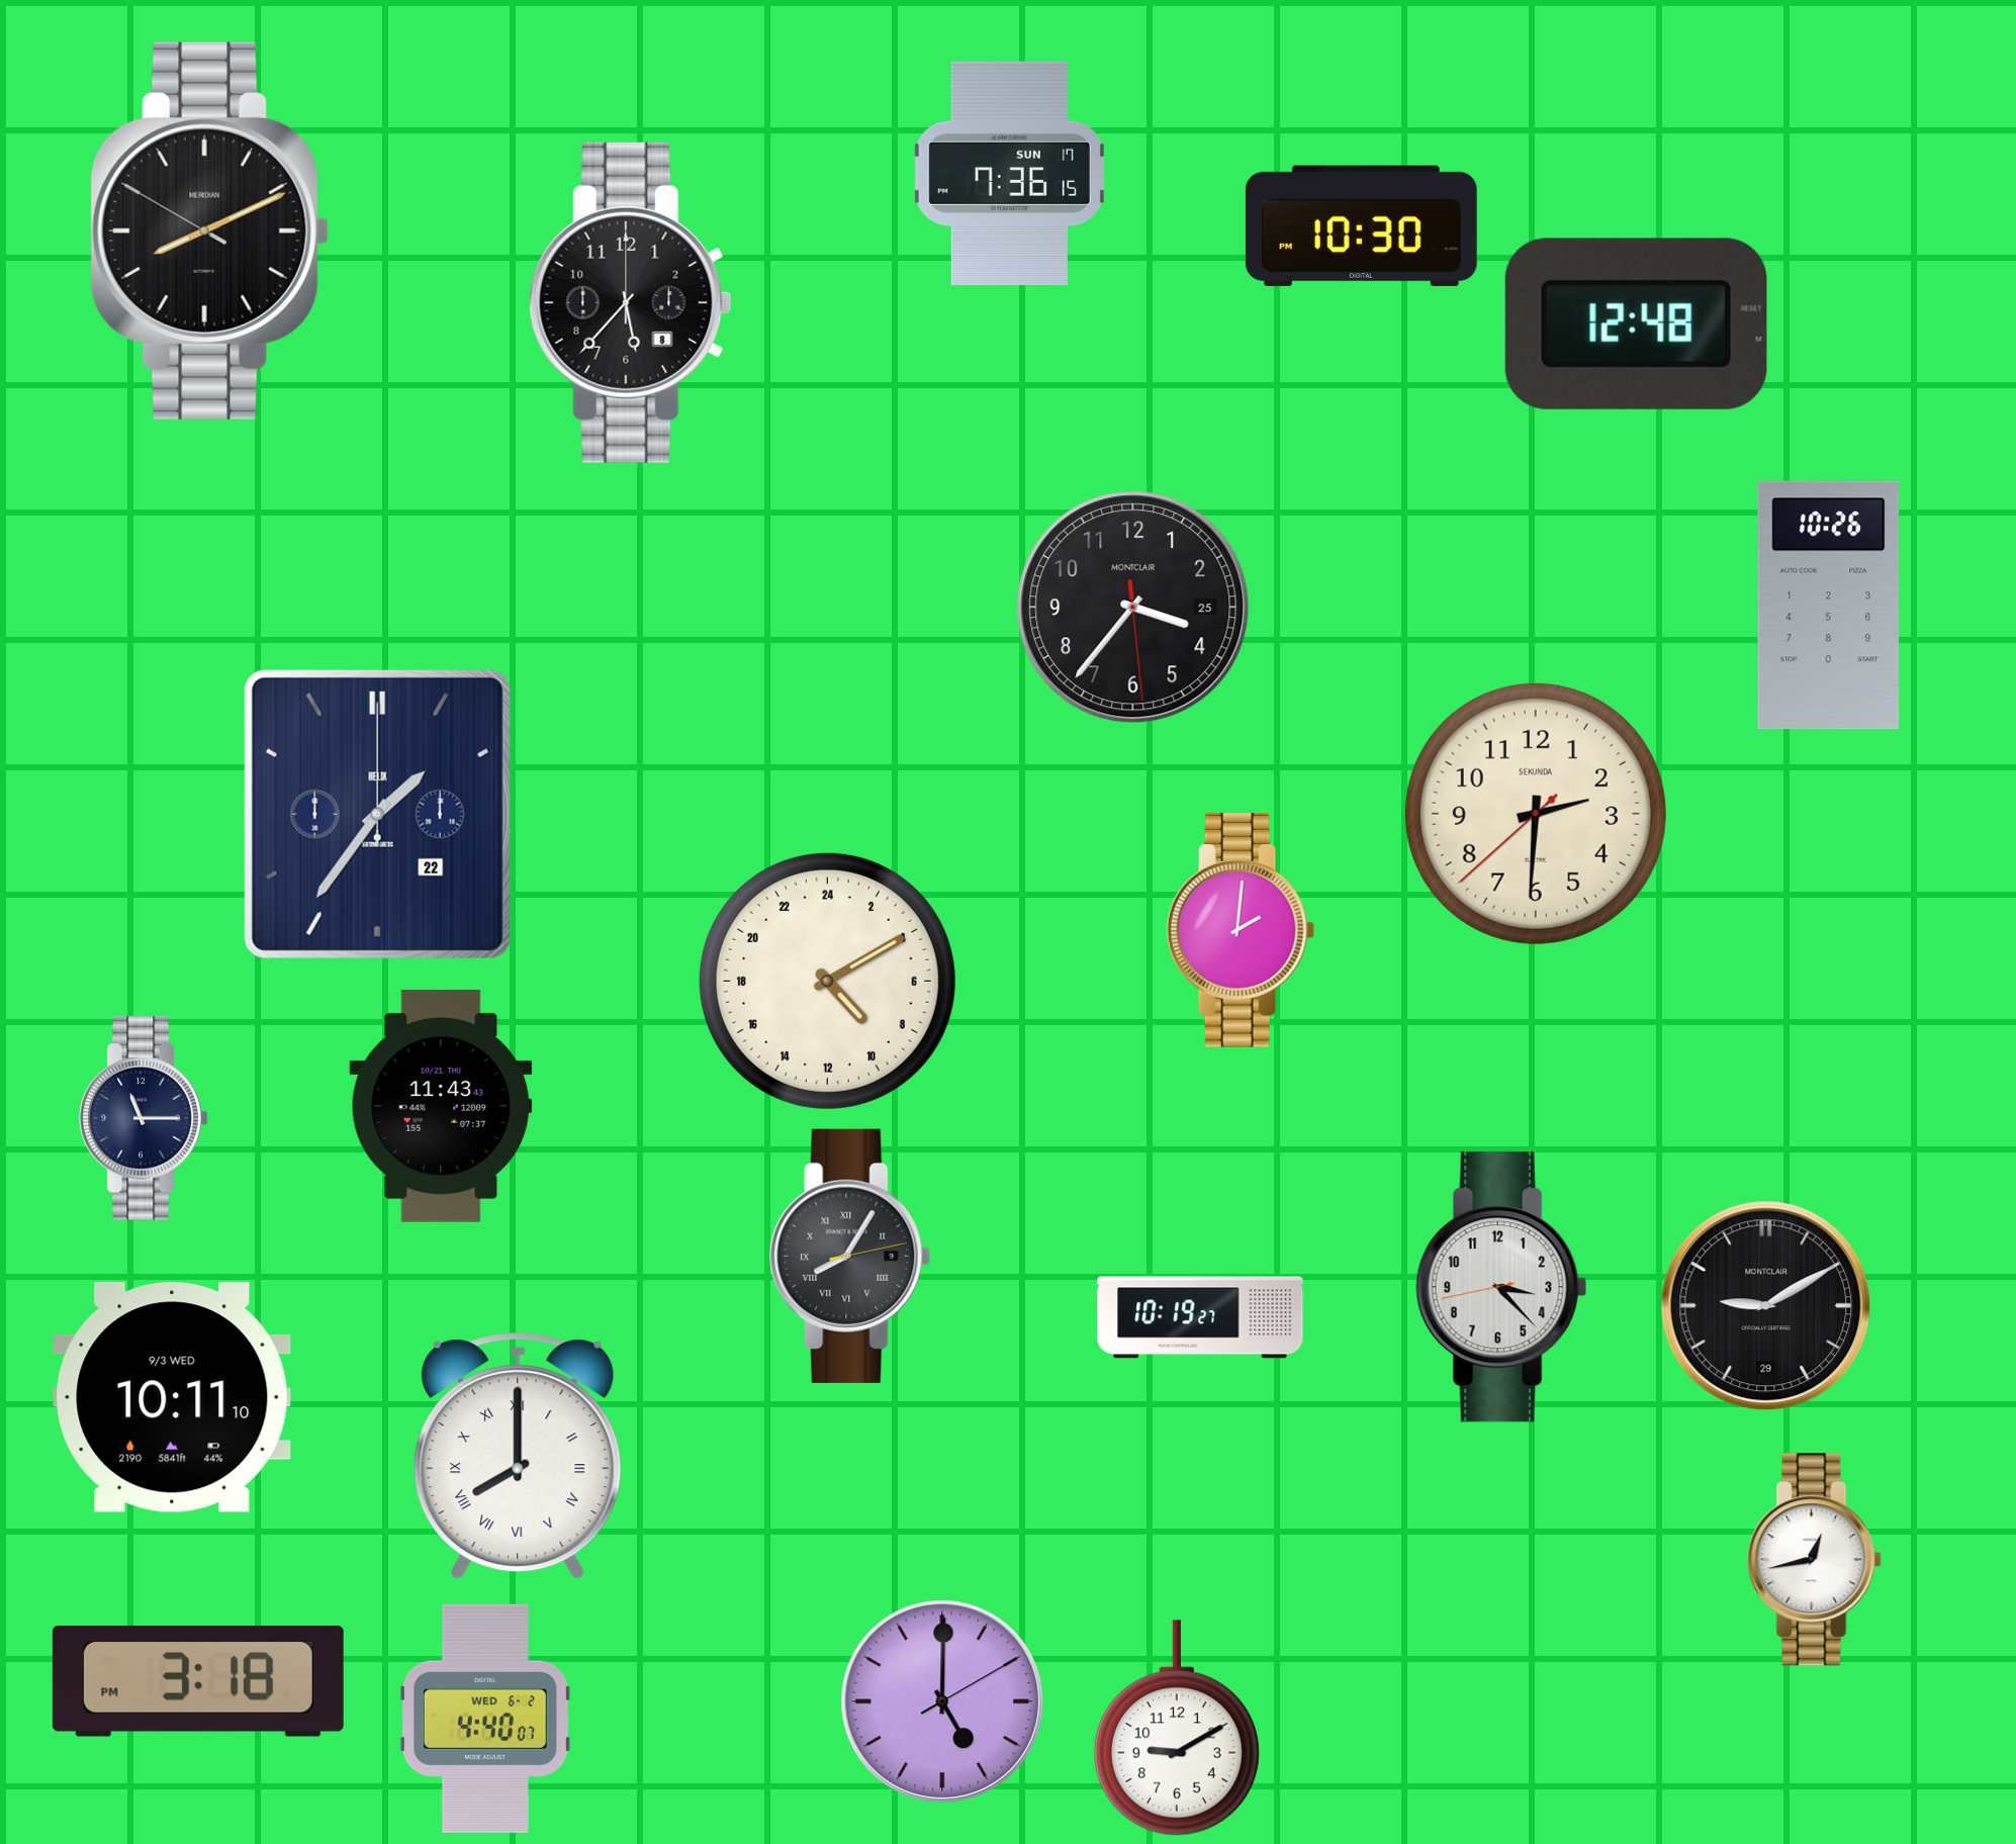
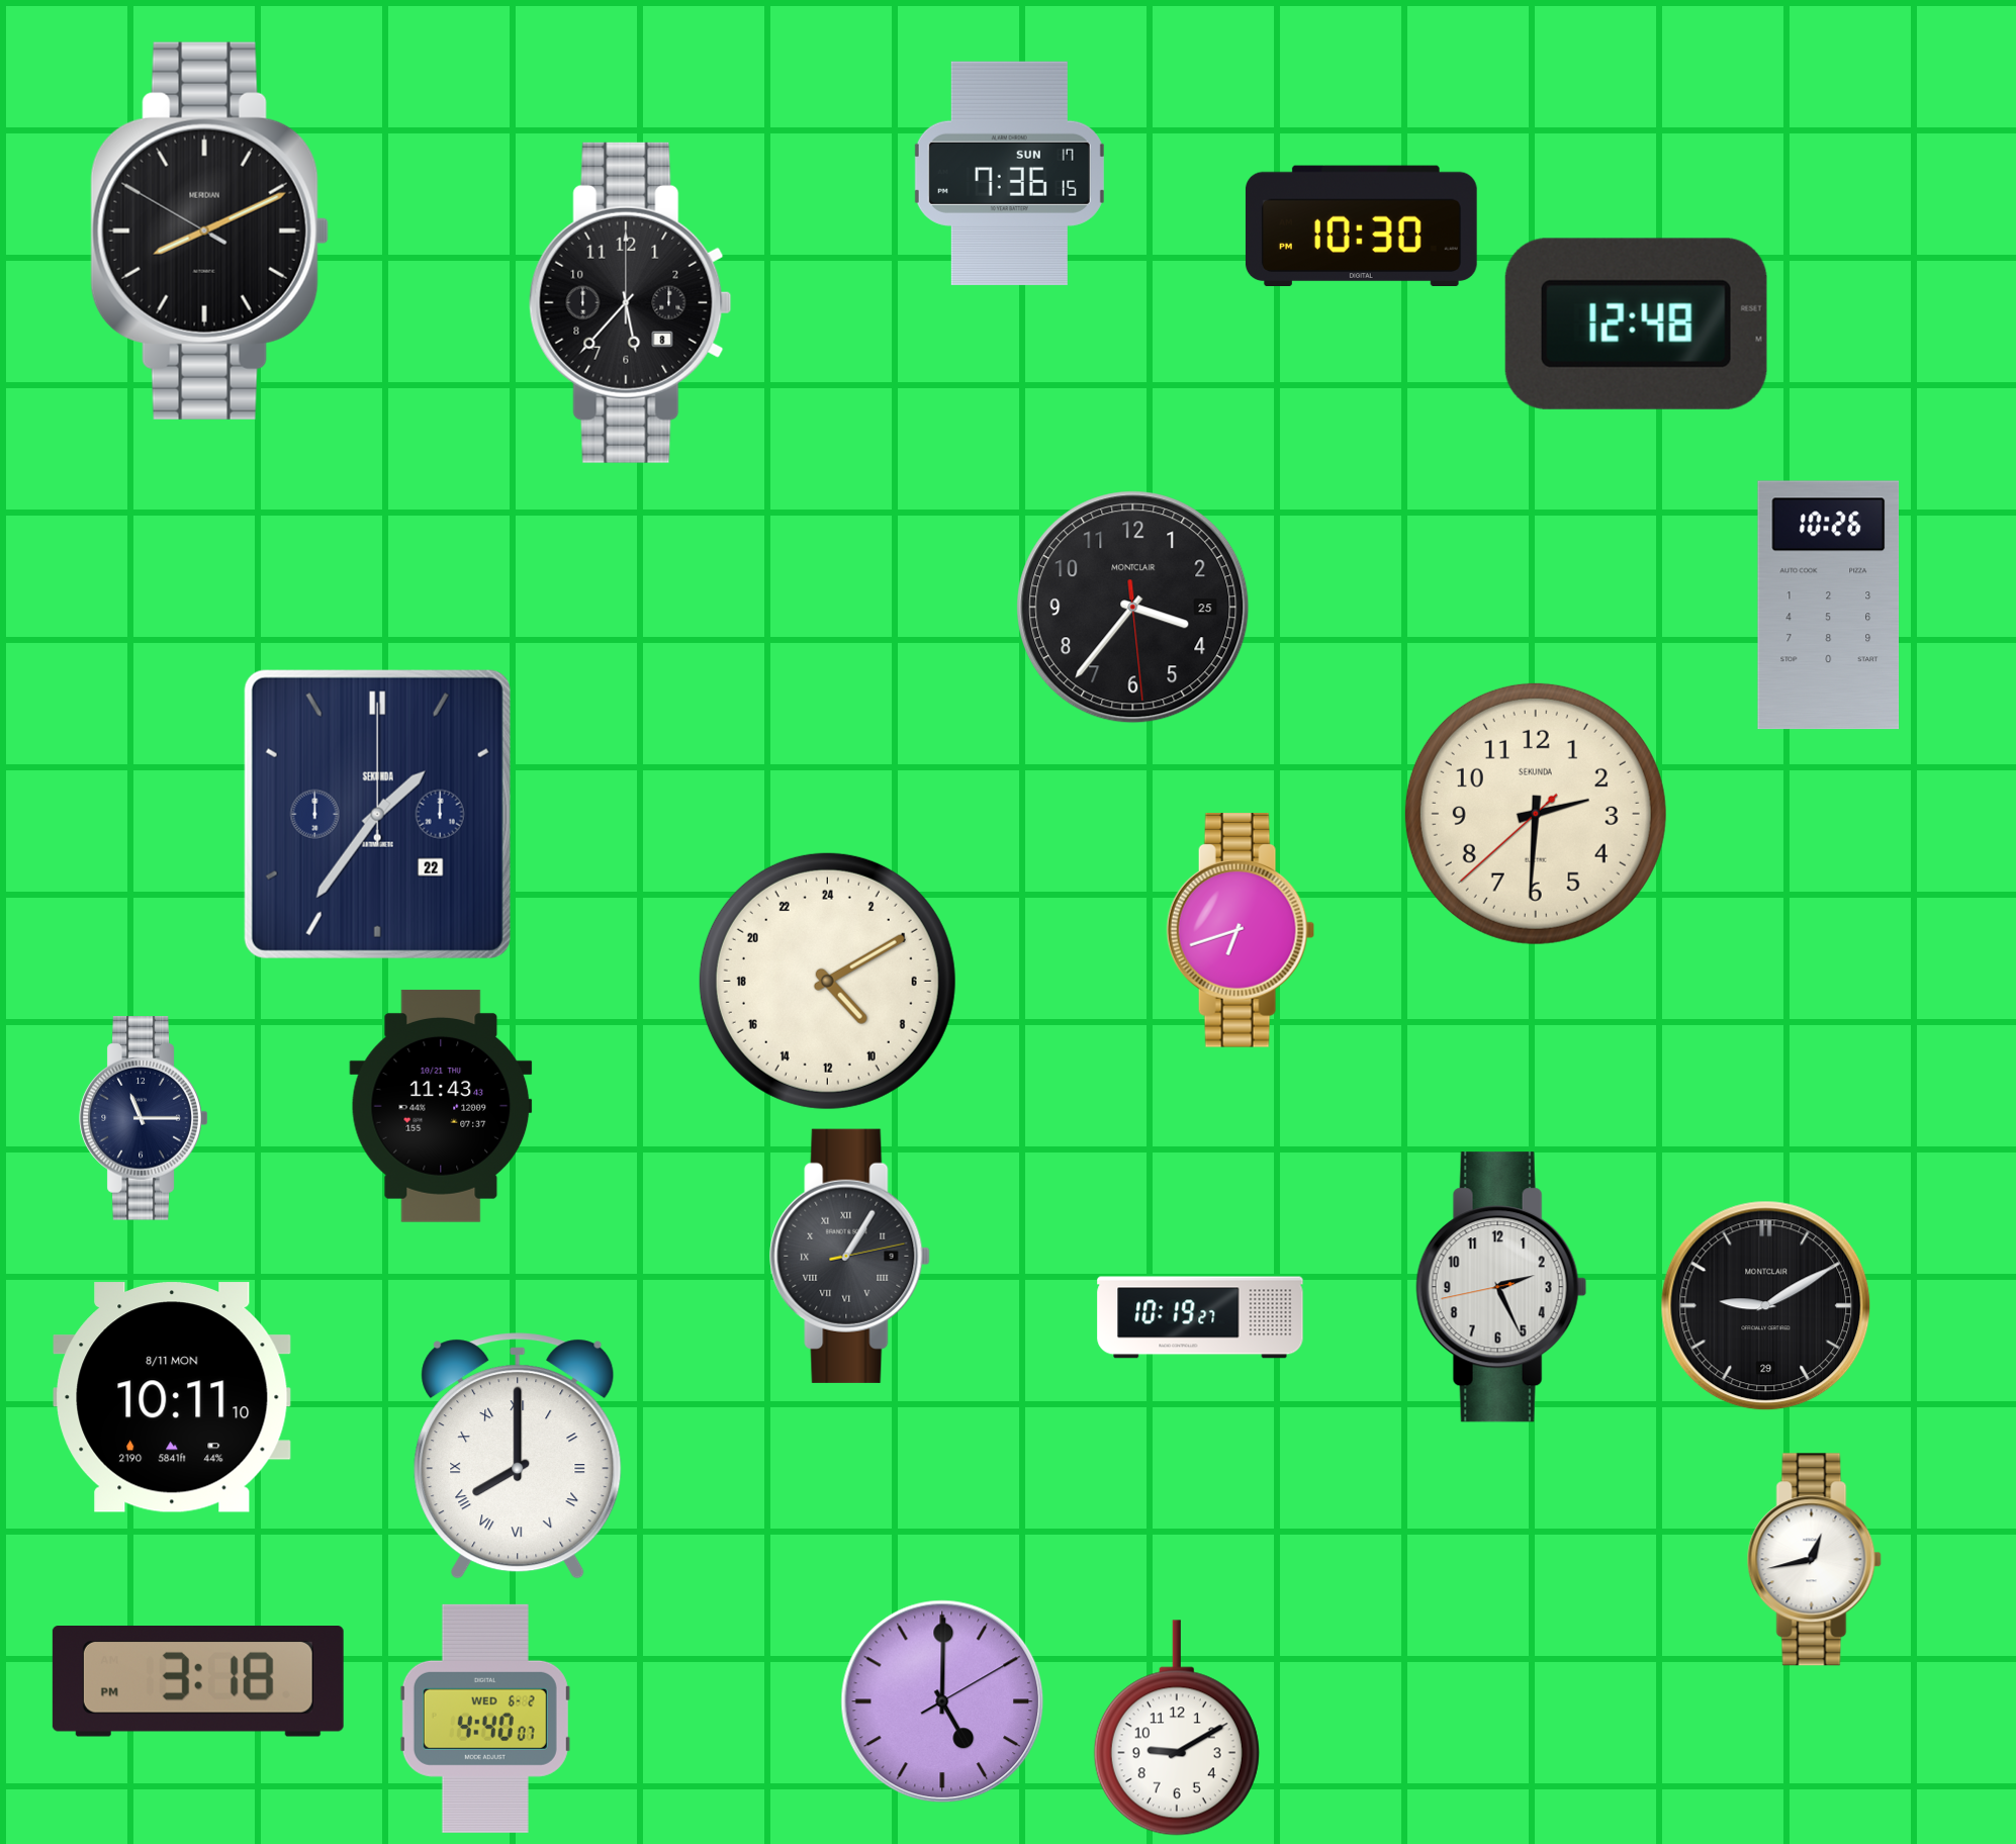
clock at (377, 814) brand: HELIX -> SEKUNDA
clock at (1241, 931): 2:01 -> 6:42
clock at (850, 1256): 8:05 -> 1:05
clock at (1501, 1287): 3:22 -> 2:25
clock at (172, 1397) date: 9/3 WED -> 8/11 MON
